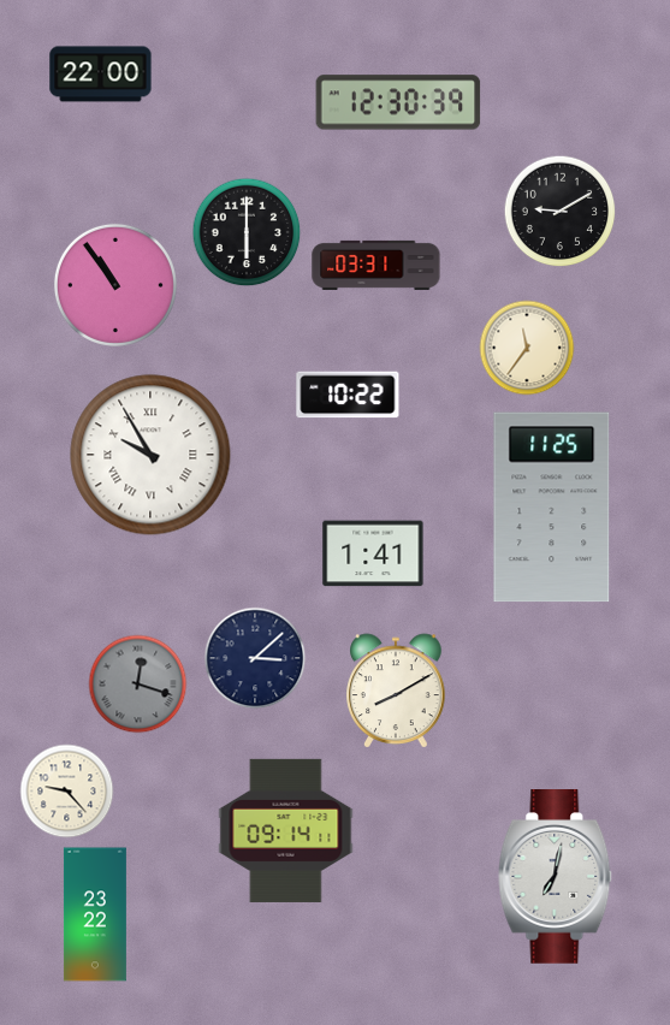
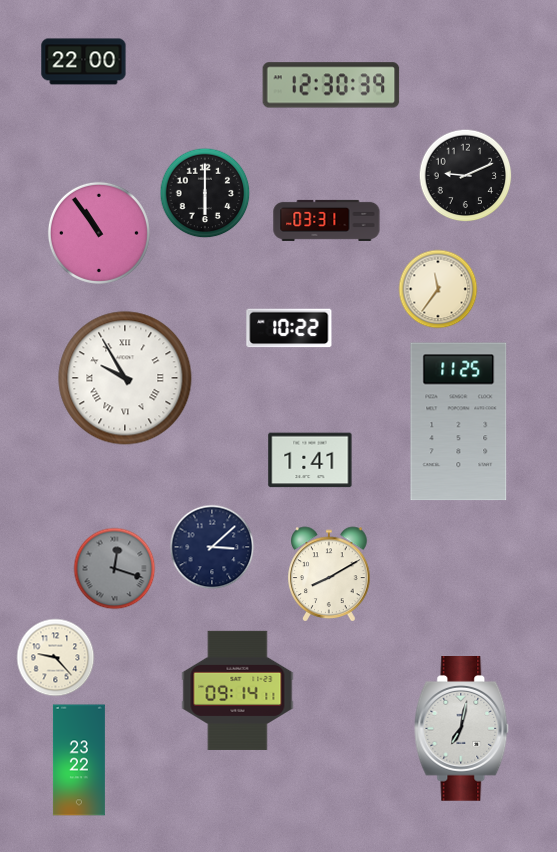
clock at (561, 212): 9:10 -> 9:11
clock at (376, 265) position: (376, 265) -> (327, 220)
clock at (115, 285) position: (115, 285) -> (99, 233)
